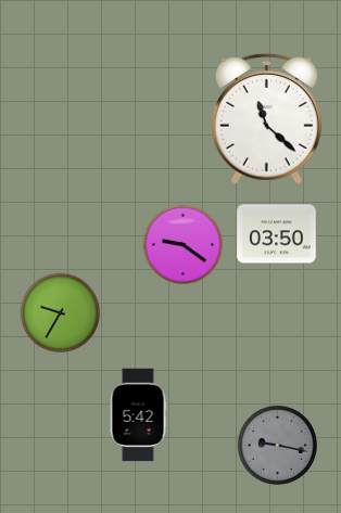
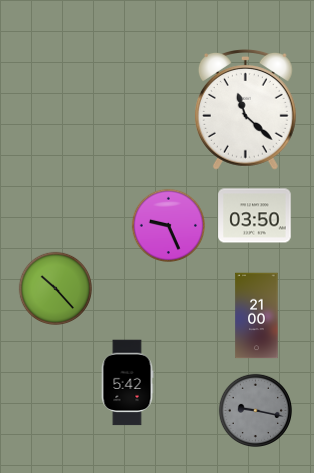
clock at (182, 244): 9:21 -> 9:26
clock at (60, 312): 9:35 -> 10:23
clock at (257, 316): none -> 21:00
